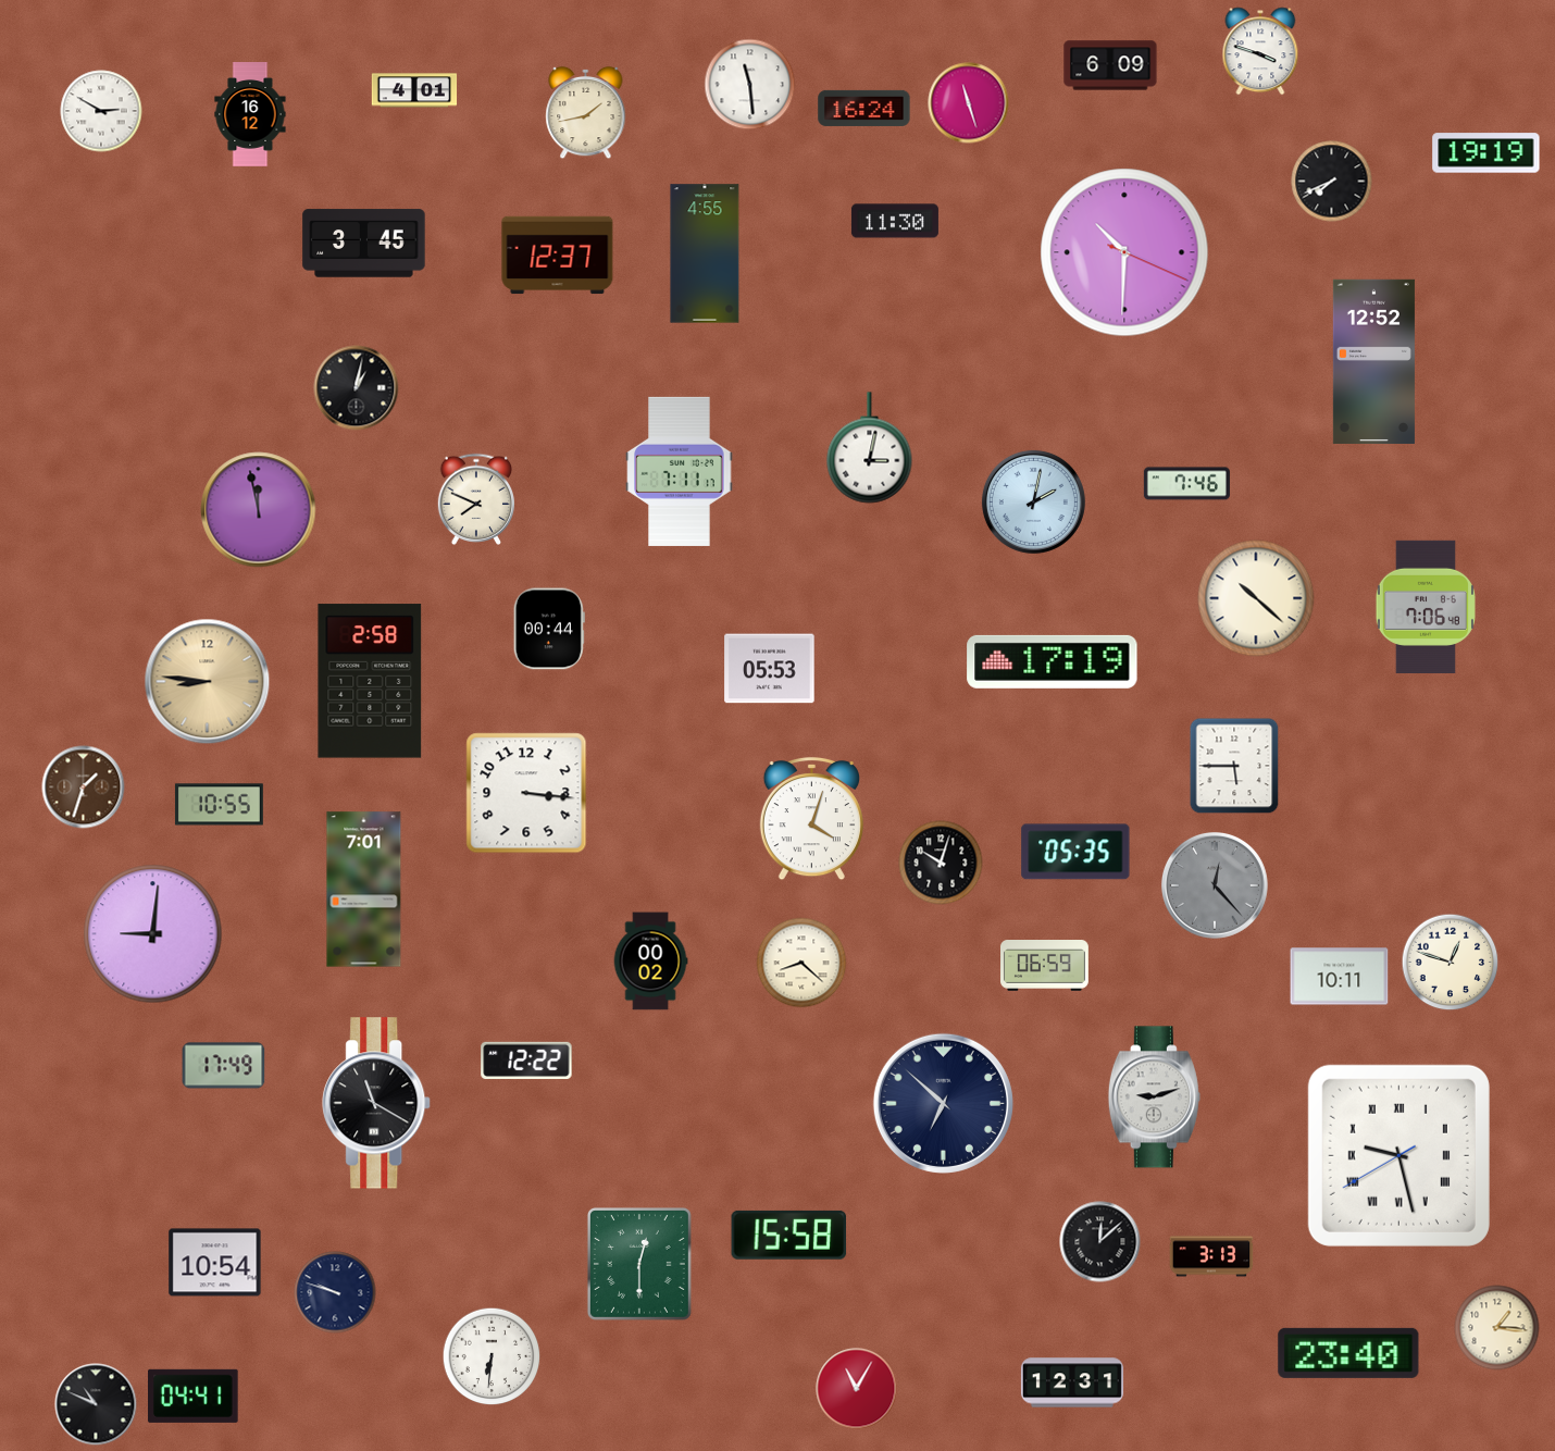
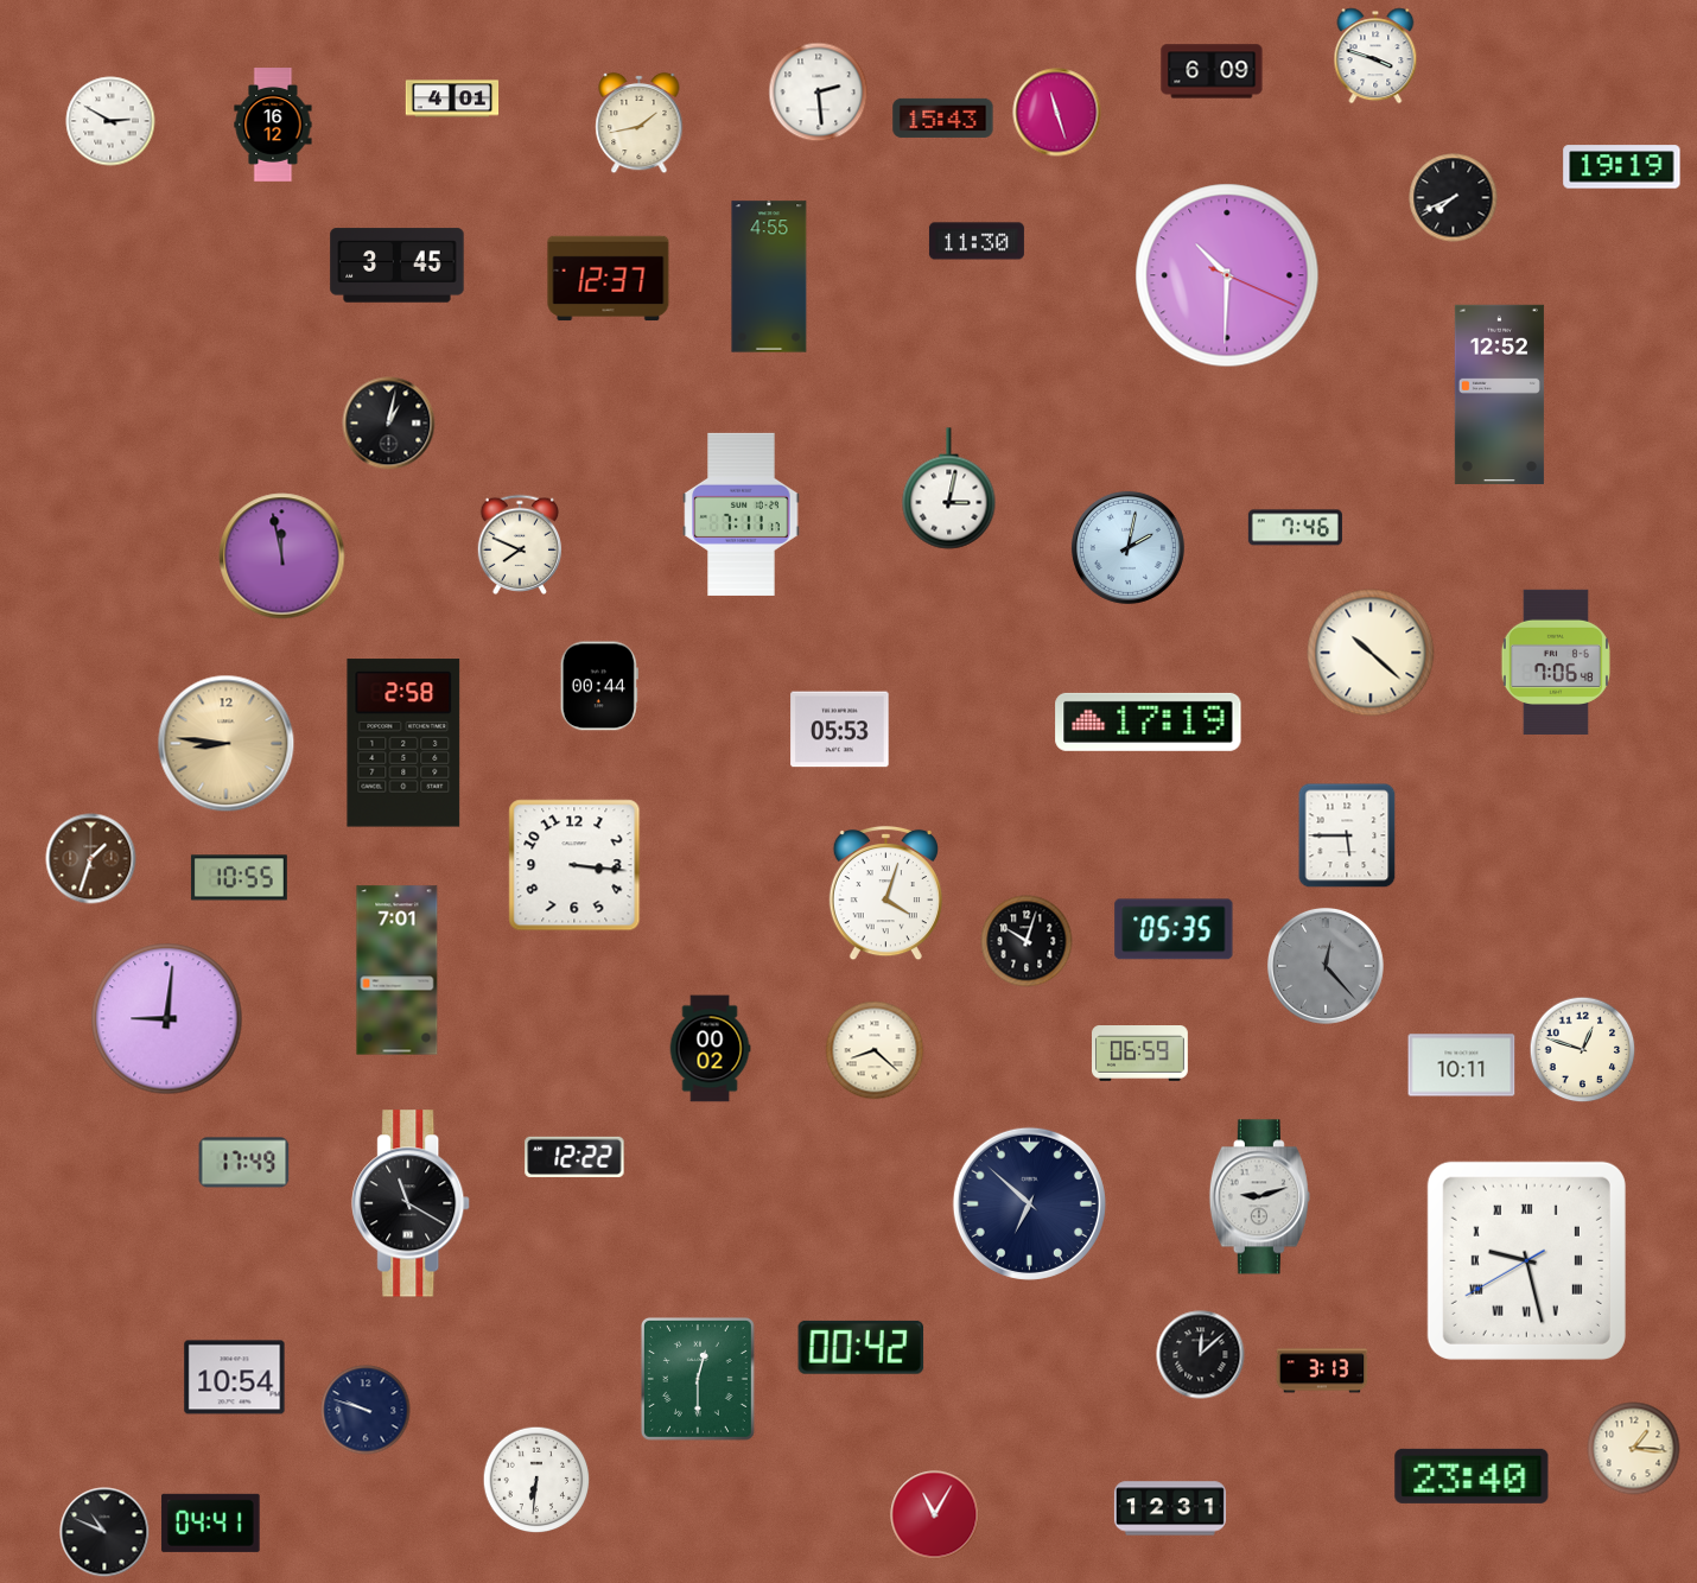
clock at (750, 85): 11:29 -> 2:29
clock at (864, 108): 16:24 -> 15:43
clock at (789, 1235): 15:58 -> 00:42
